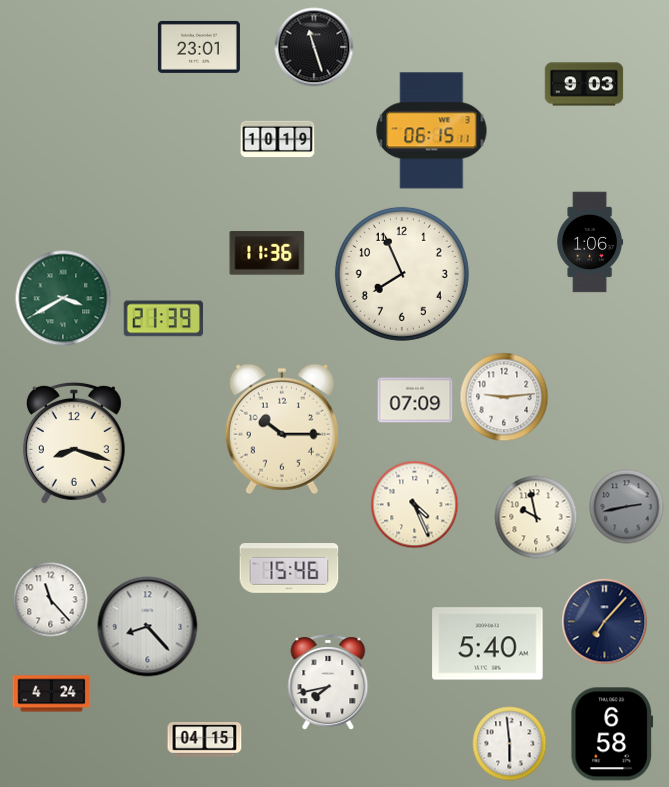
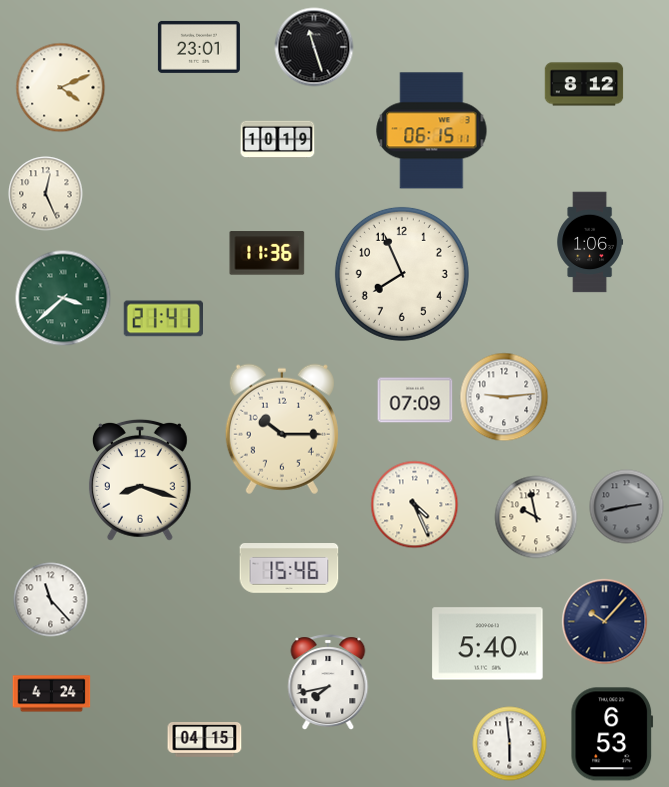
clock at (584, 84): 9:03 -> 8:12
clock at (61, 88): none -> 4:11
clock at (46, 194): none -> 12:26
clock at (63, 298): 3:40 -> 3:38
clock at (163, 319): 21:39 -> 21:41
clock at (74, 443) position: (74, 443) -> (140, 480)
clock at (605, 622): 7:07 -> 10:07
clock at (148, 627): 8:23 -> none
clock at (612, 734): 6:58 -> 6:53
